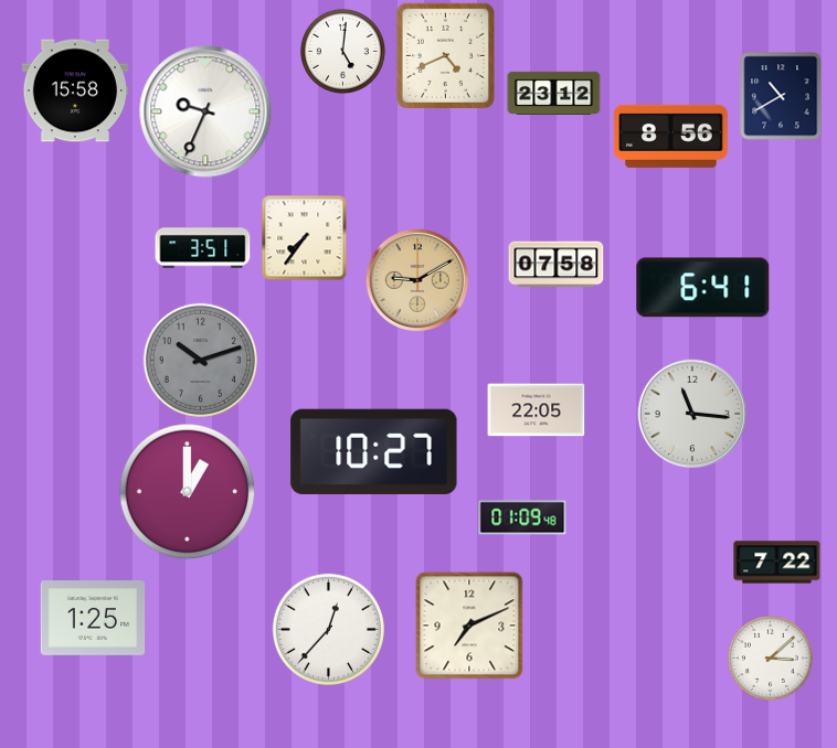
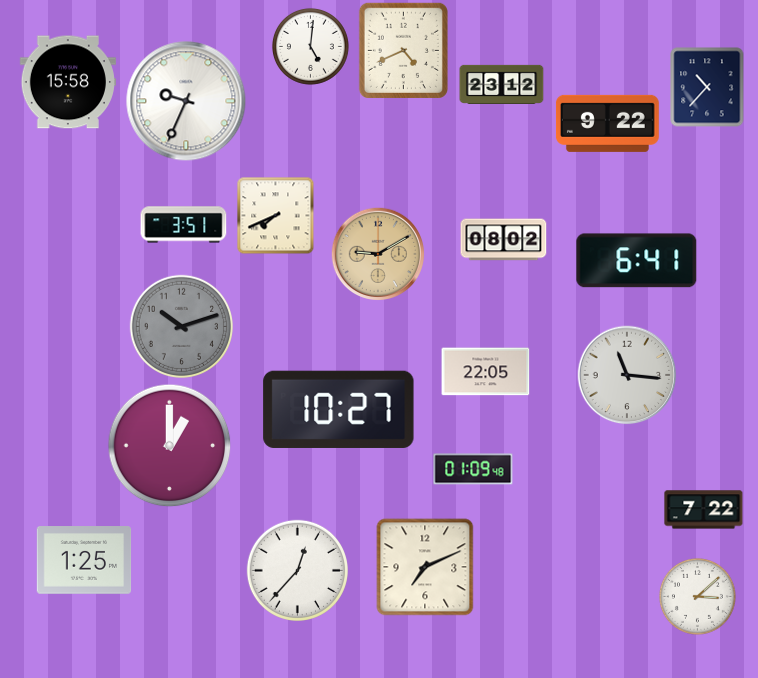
clock at (781, 96): 10:40 -> 10:37
clock at (670, 136): 8:56 -> 9:22
clock at (304, 237): 7:36 -> 7:41
clock at (557, 265): 07:58 -> 08:02
